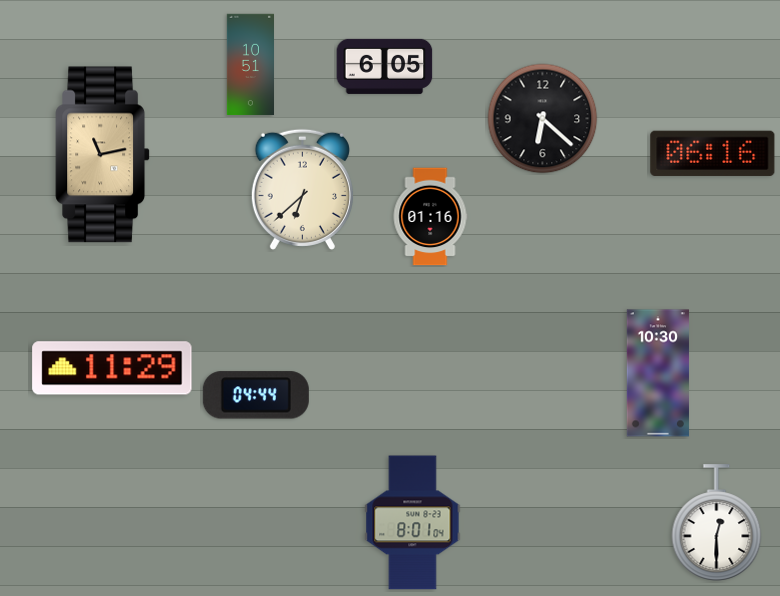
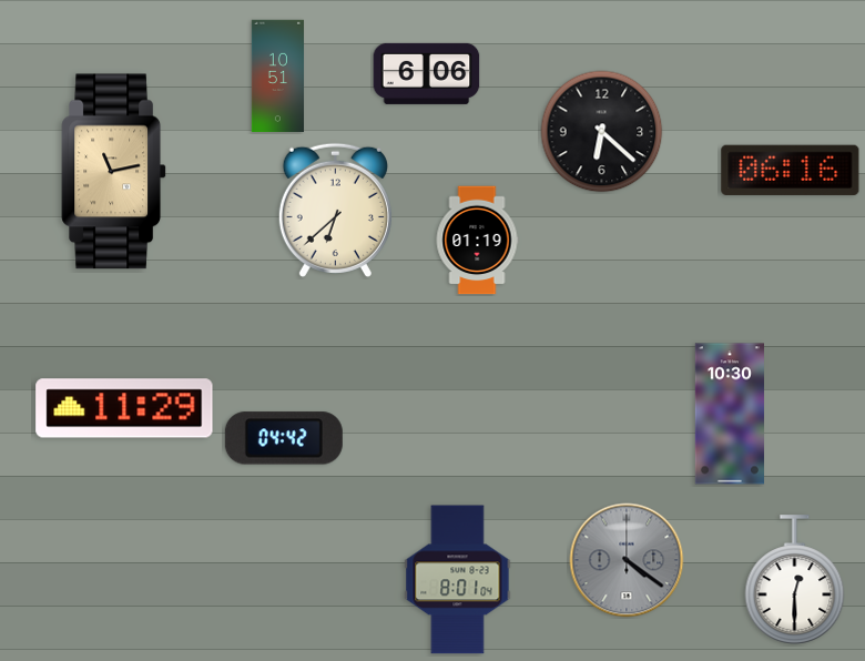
clock at (250, 65) position: (250, 65) -> (277, 77)
clock at (385, 66): 6:05 -> 6:06
clock at (430, 217): 01:16 -> 01:19
clock at (256, 395): 04:44 -> 04:42
clock at (627, 560): none -> 4:21
